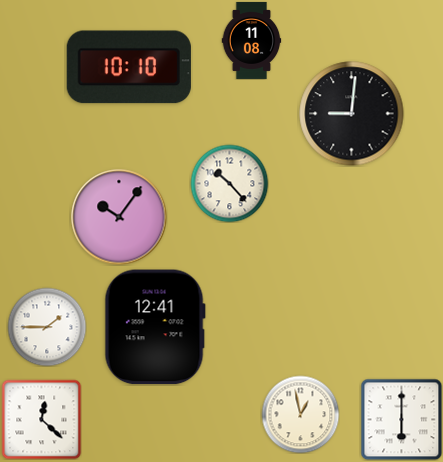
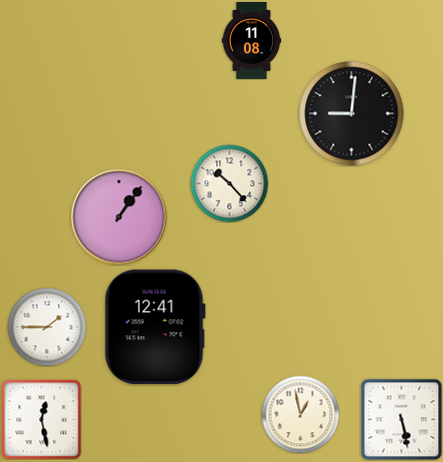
clock at (129, 67): 10:10 -> none
clock at (119, 217): 10:06 -> 1:06
clock at (41, 419): 12:22 -> 12:28
clock at (401, 419): 6:00 -> 5:28
